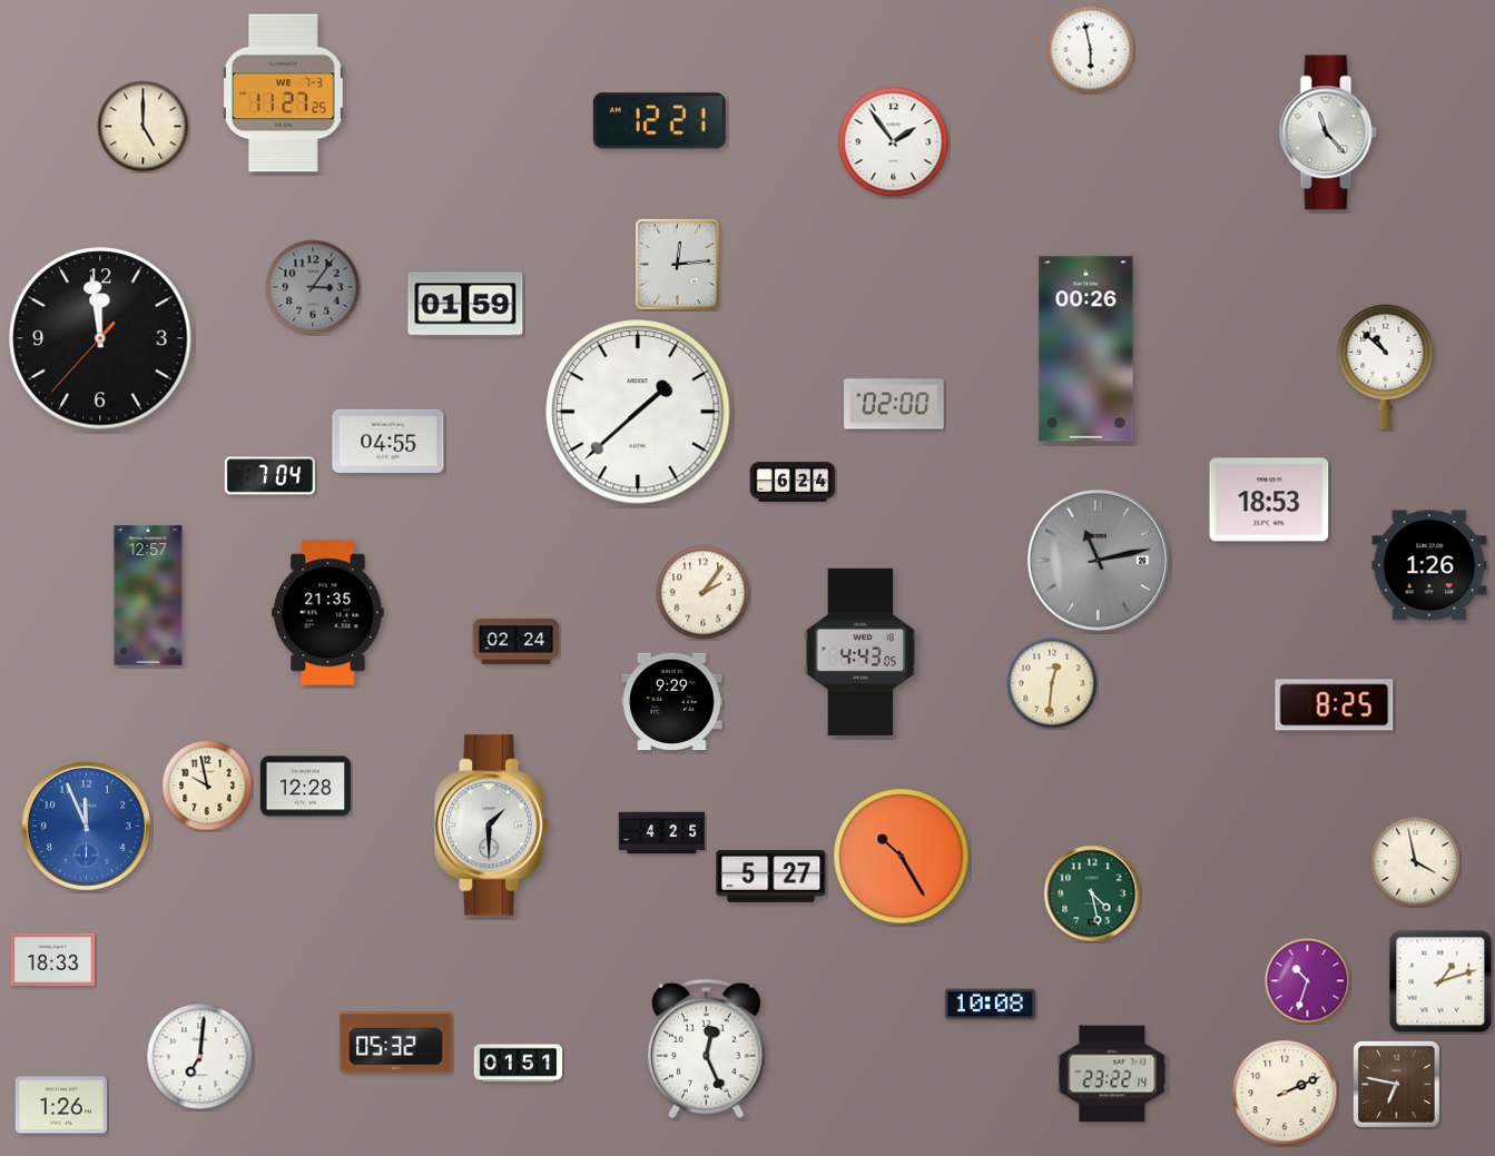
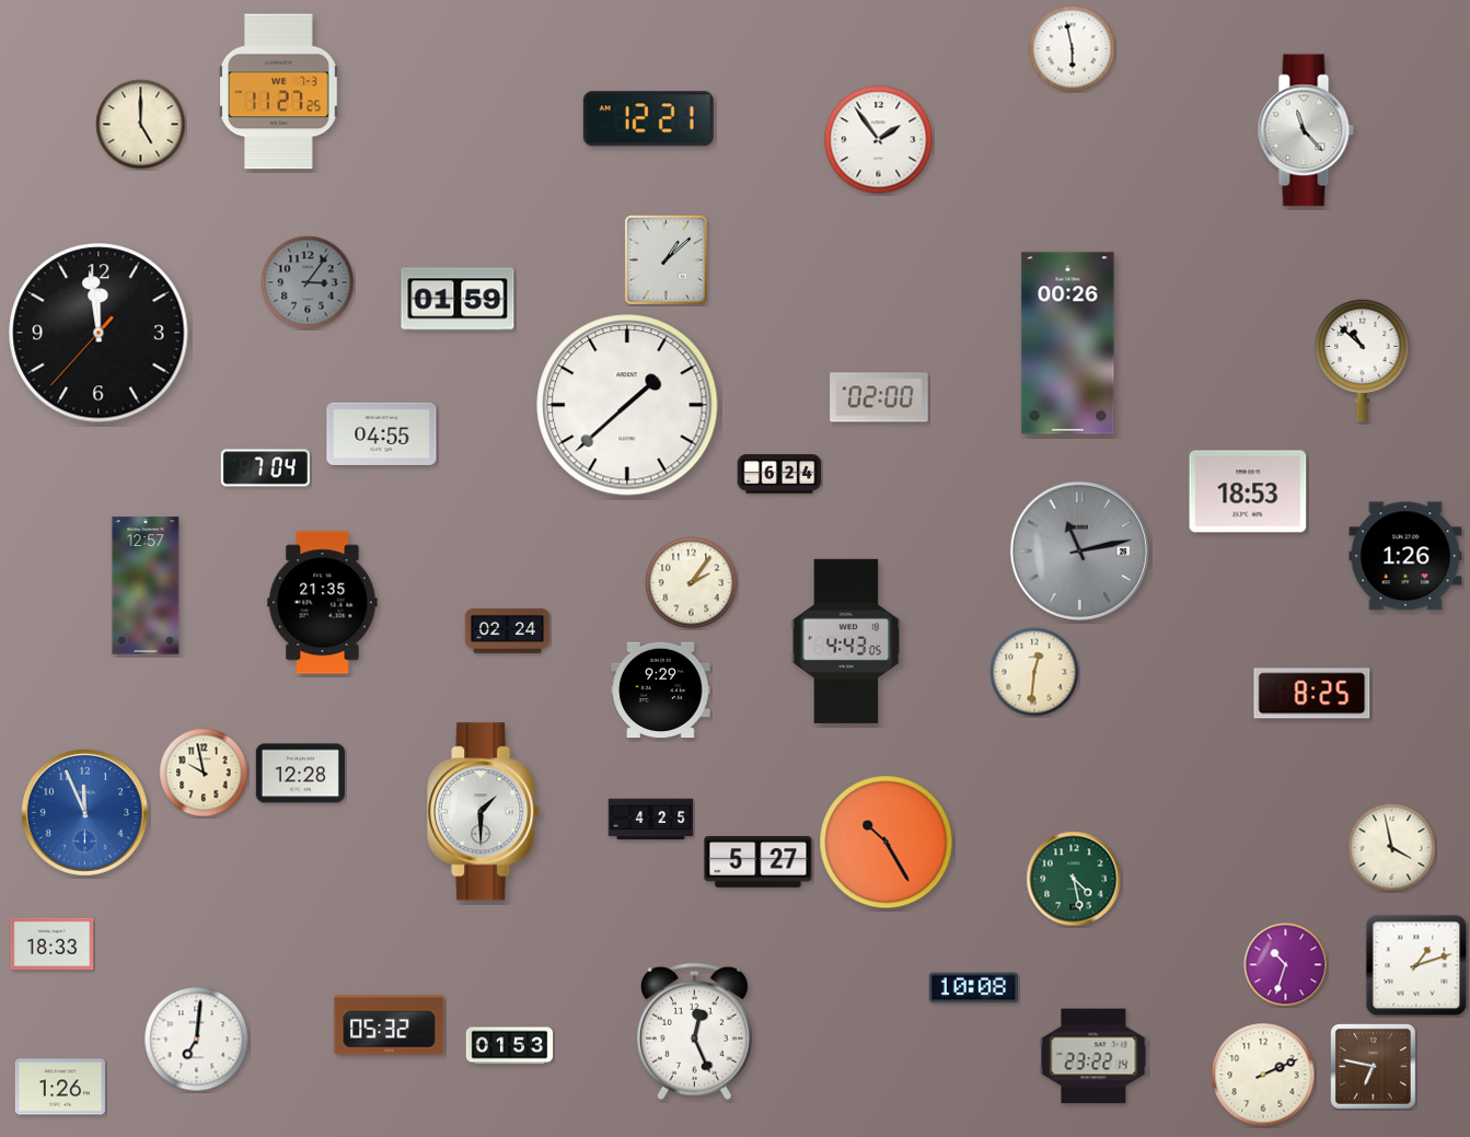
clock at (677, 264): 12:14 -> 1:08
clock at (519, 1064): 01:51 -> 01:53
